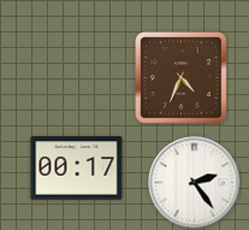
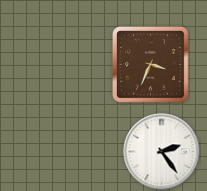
clock at (182, 78): 4:34 -> 3:34
clock at (77, 169): 00:17 -> none
